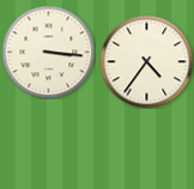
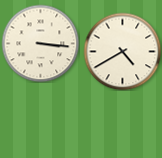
clock at (146, 61): 4:36 -> 4:40
